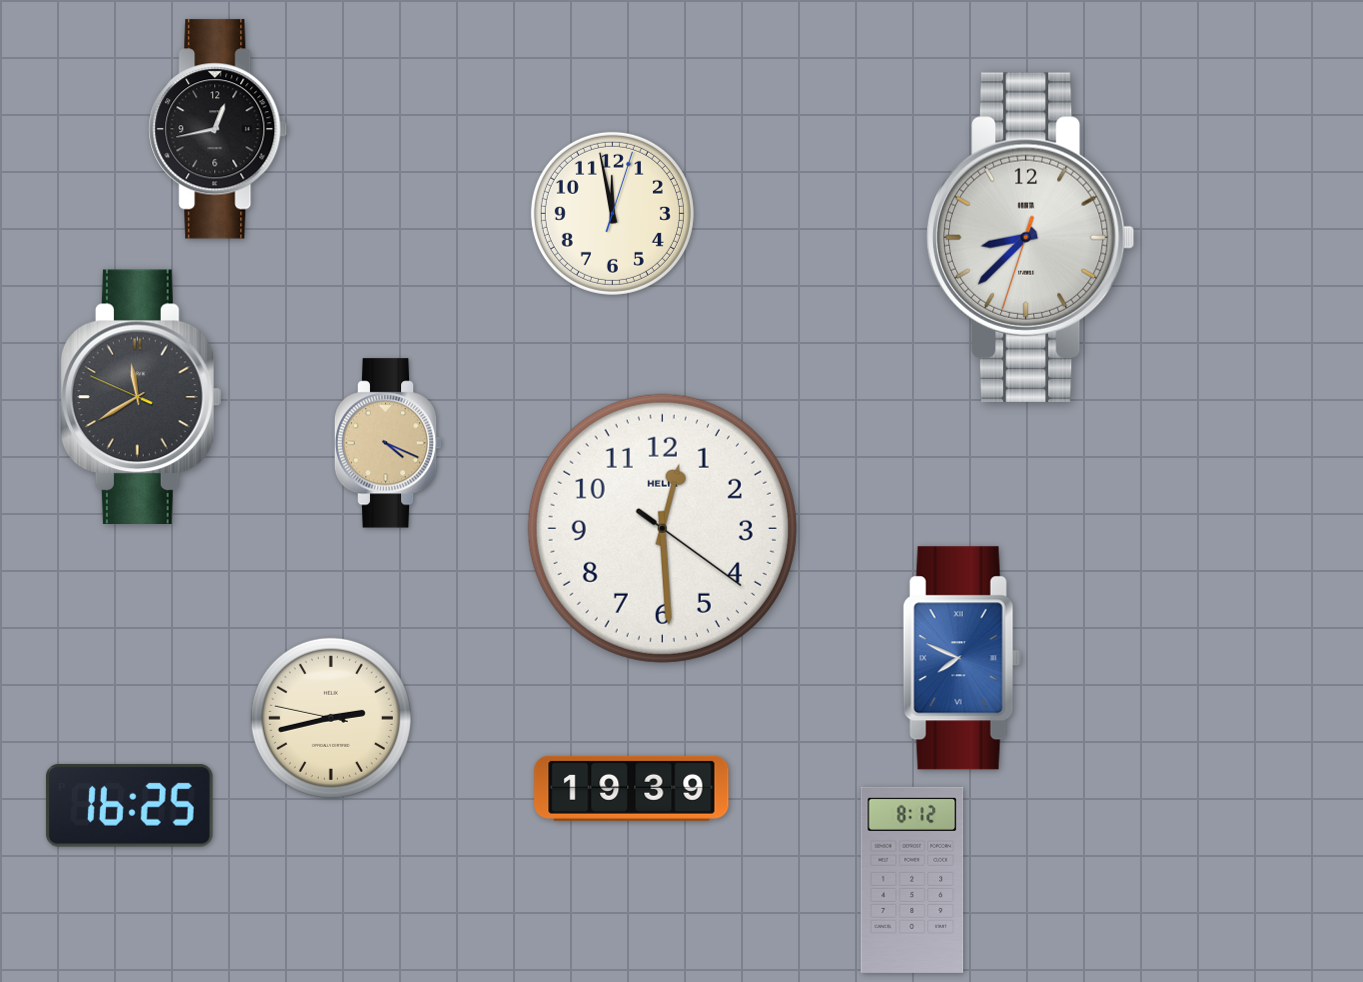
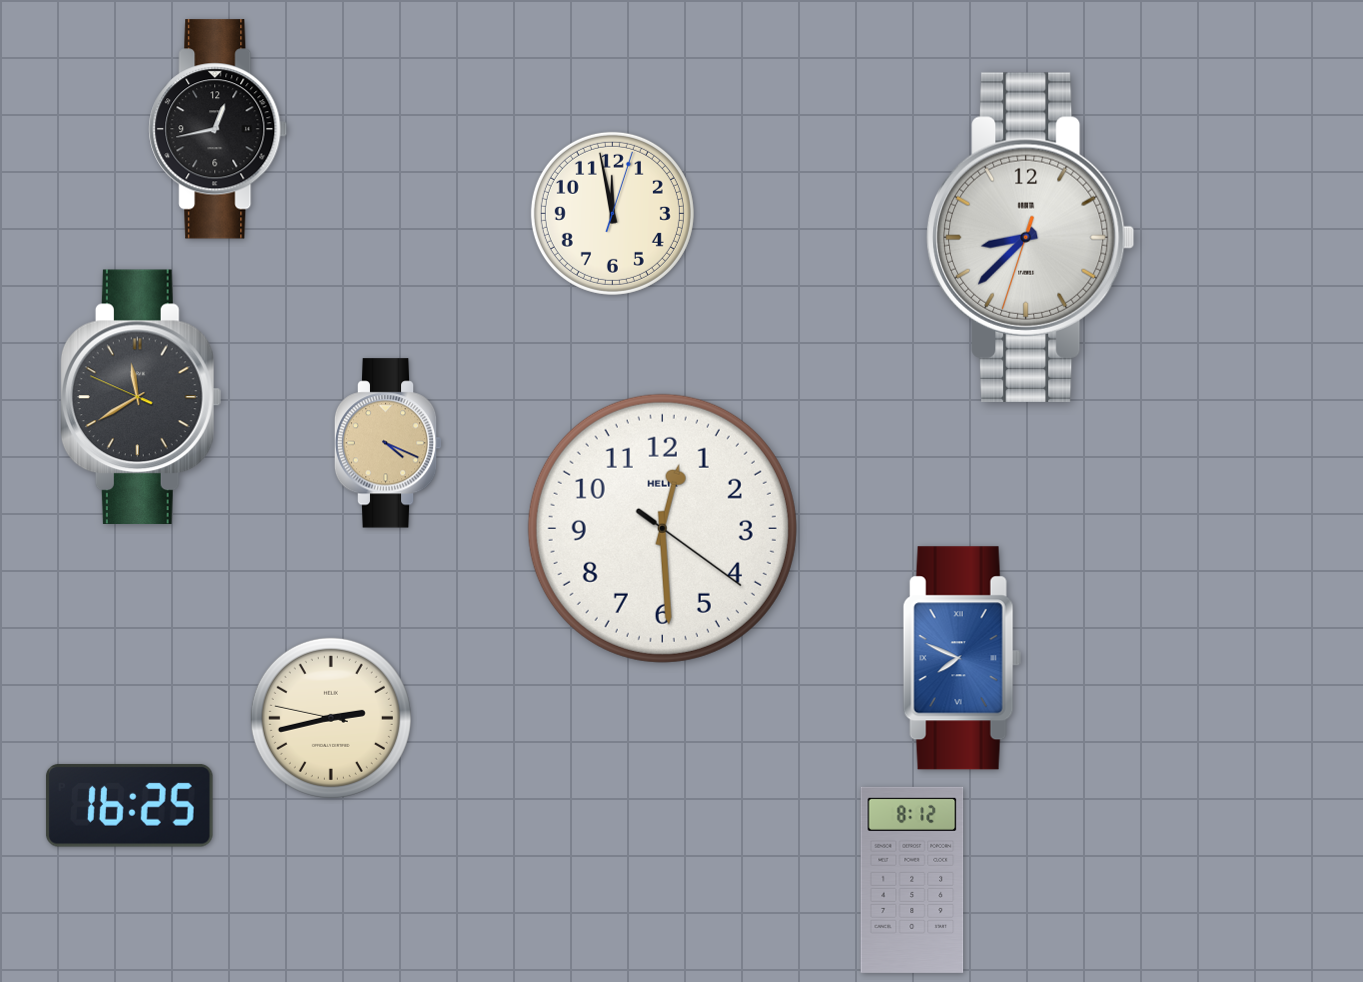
clock at (632, 788): 19:39 -> none
